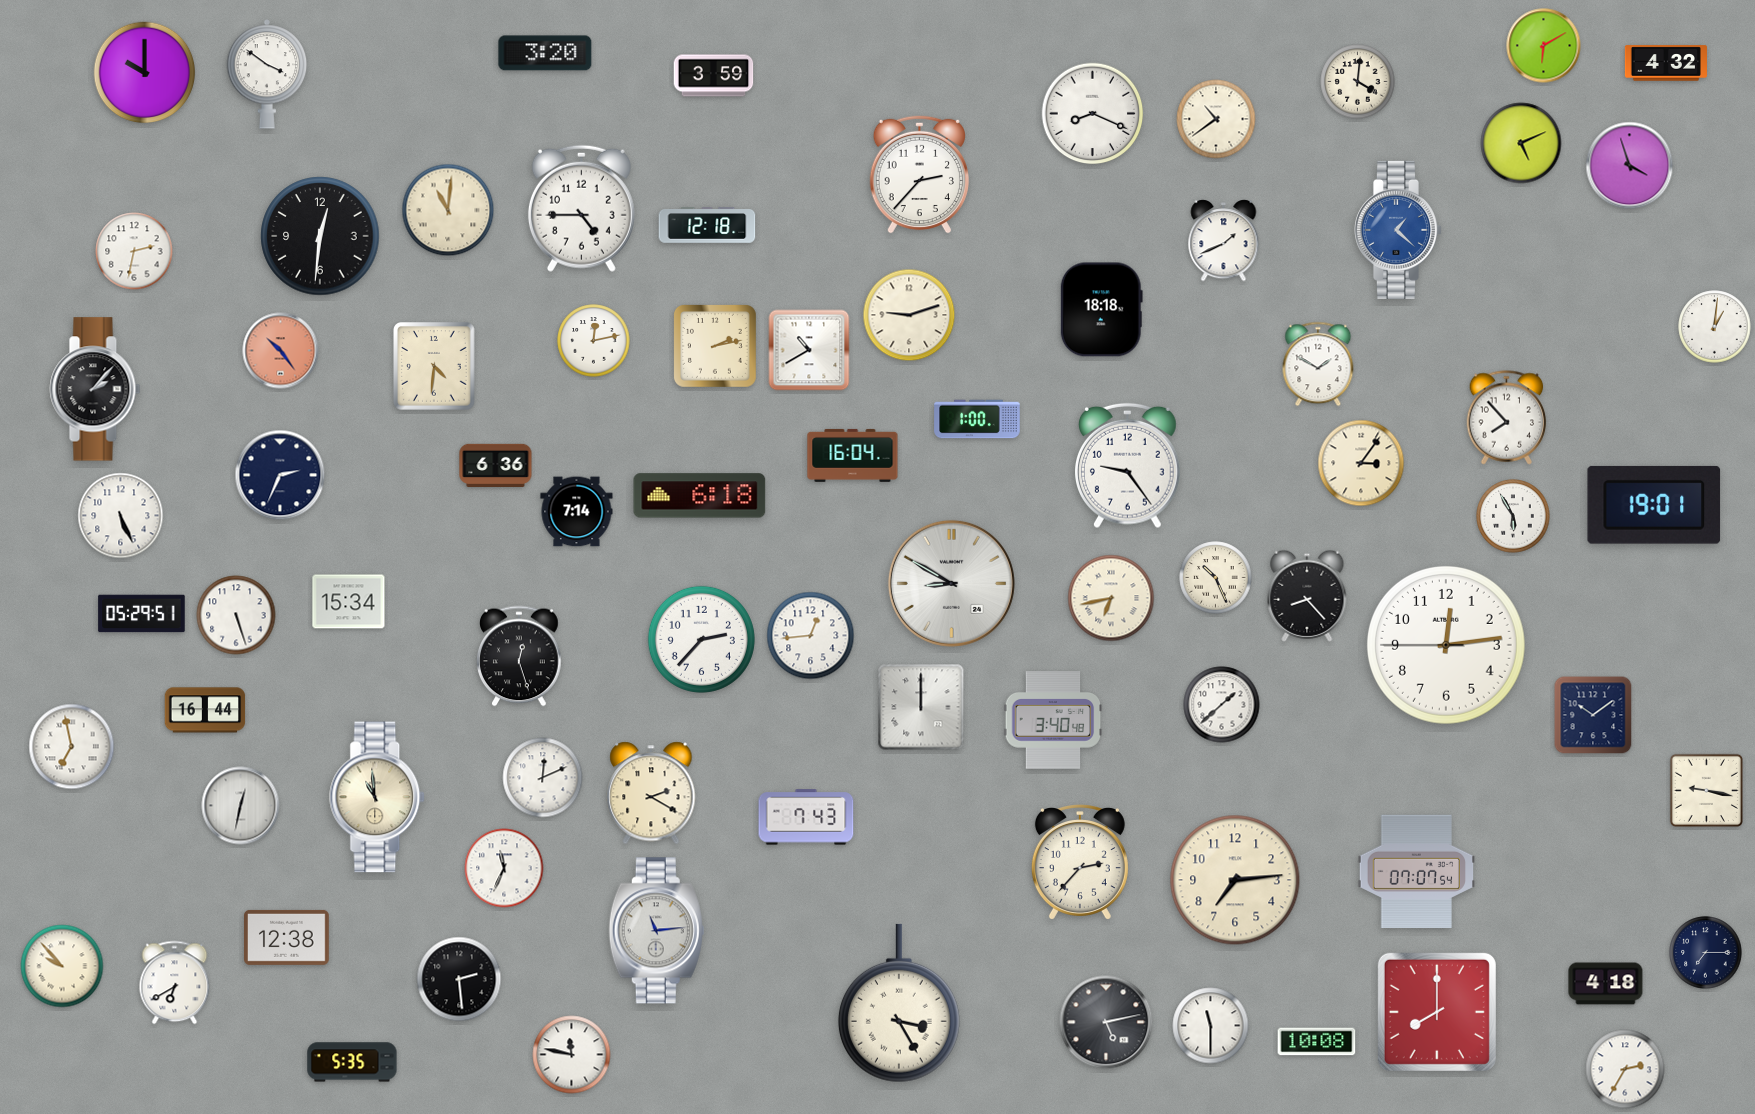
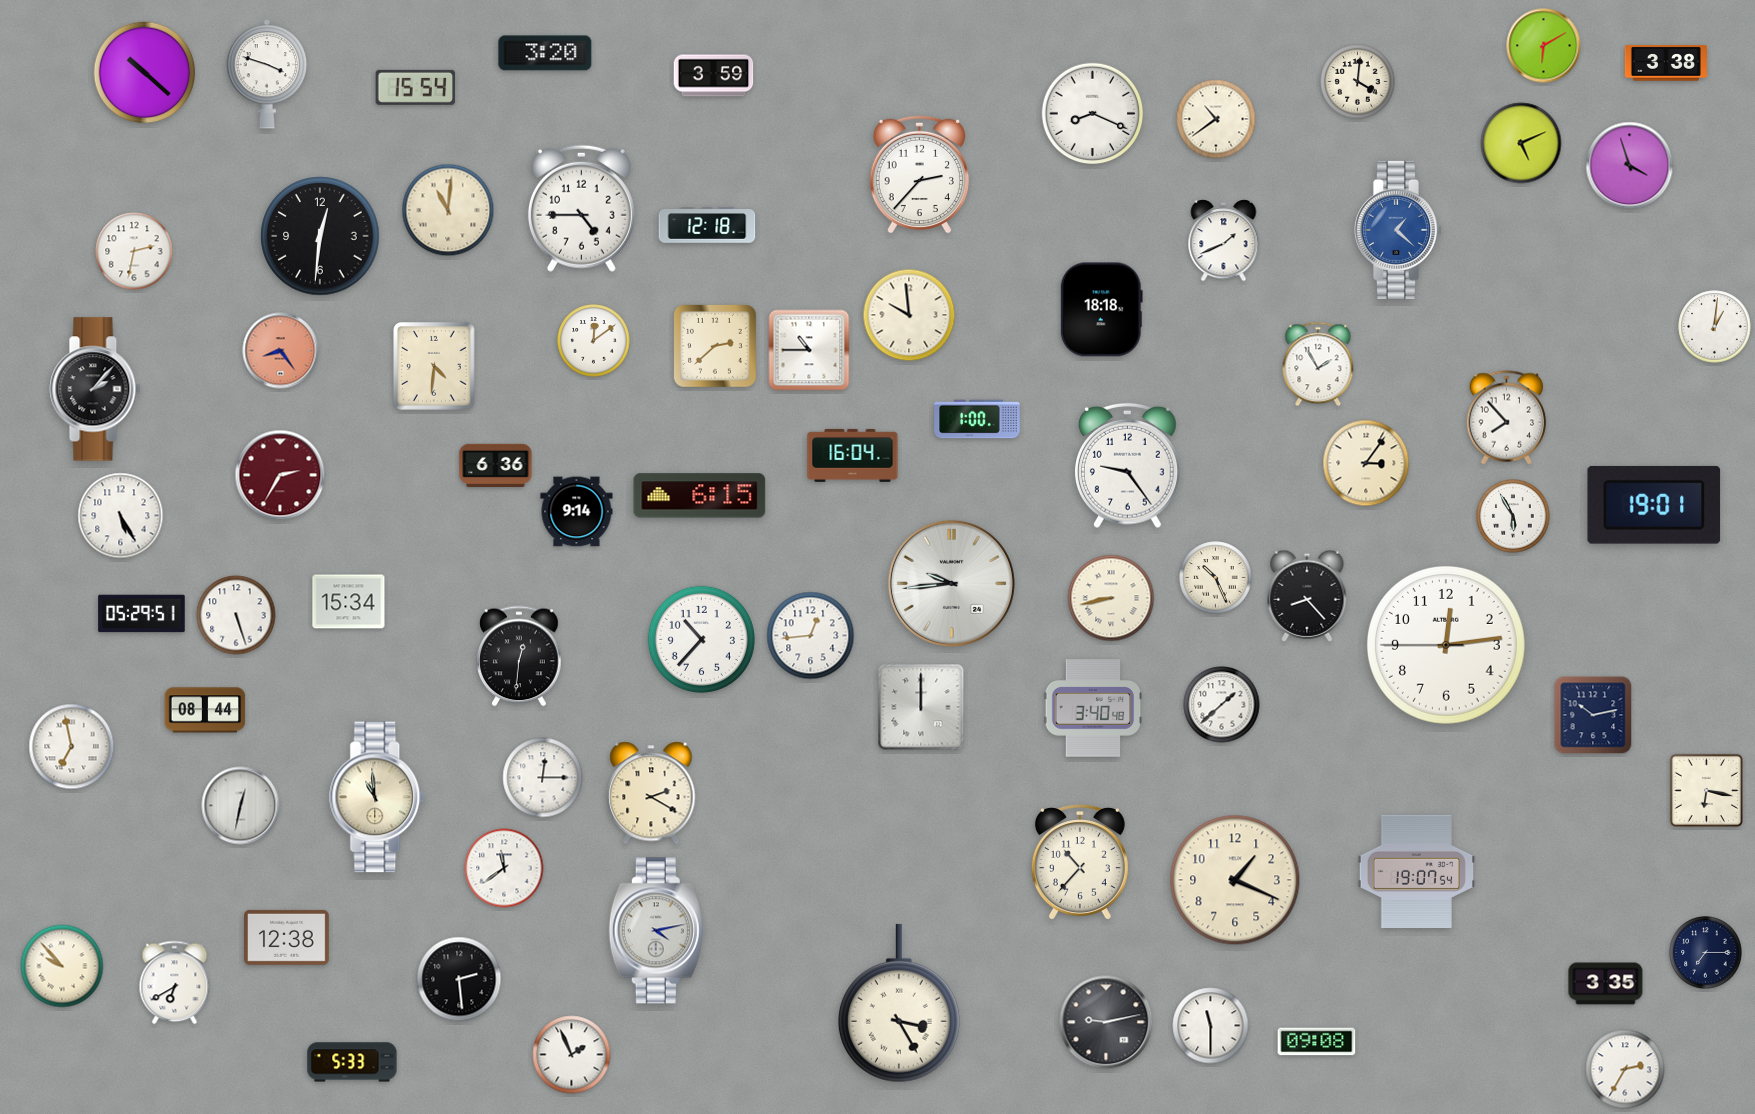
clock at (1666, 63): 4:32 -> 3:38
clock at (145, 73): 10:00 -> 10:22
clock at (267, 74): 3:51 -> 3:48
clock at (416, 87): none -> 15:54
clock at (909, 315): 9:12 -> 9:59
clock at (594, 341): 12:13 -> 12:09
clock at (716, 347): 2:13 -> 2:38
clock at (809, 350): 10:40 -> 10:45
clock at (281, 351): 10:24 -> 8:24
clock at (1318, 364): 1:50 -> 1:55
clock at (1361, 463) position: (1361, 463) -> (1366, 463)
clock at (280, 475): 2:34 -> 2:35
clock at (280, 475) dial: navy -> burgundy
clock at (700, 496): 6:18 -> 6:15
clock at (577, 512): 7:14 -> 9:14
clock at (121, 516): 5:26 -> 5:25
clock at (951, 583): 8:50 -> 9:44
clock at (1111, 598): 6:43 -> 8:43
clock at (701, 639): 2:37 -> 10:37
clock at (519, 656): 12:27 -> 12:31
clock at (205, 710): 16:44 -> 08:44
clock at (1593, 715): 10:09 -> 10:13
clock at (1053, 720) position: (1053, 720) -> (1093, 708)
clock at (543, 778): 12:11 -> 12:15
clock at (1706, 790): 9:17 -> 6:17
clock at (806, 817): 7:43 -> none
clock at (1080, 862): 2:37 -> 10:37
clock at (504, 868): 11:34 -> 11:39
clock at (1416, 872): 07:07 -> 19:07
clock at (1235, 880): 7:14 -> 1:19
clock at (656, 931): 11:14 -> 4:13
clock at (1606, 984): 4:18 -> 3:35
clock at (1437, 1012): 8:00 -> none
clock at (1106, 1022): 5:13 -> 9:13
clock at (1317, 1042): 10:08 -> 09:08
clock at (572, 1055): 11:47 -> 1:56
clock at (352, 1062): 5:35 -> 5:33
